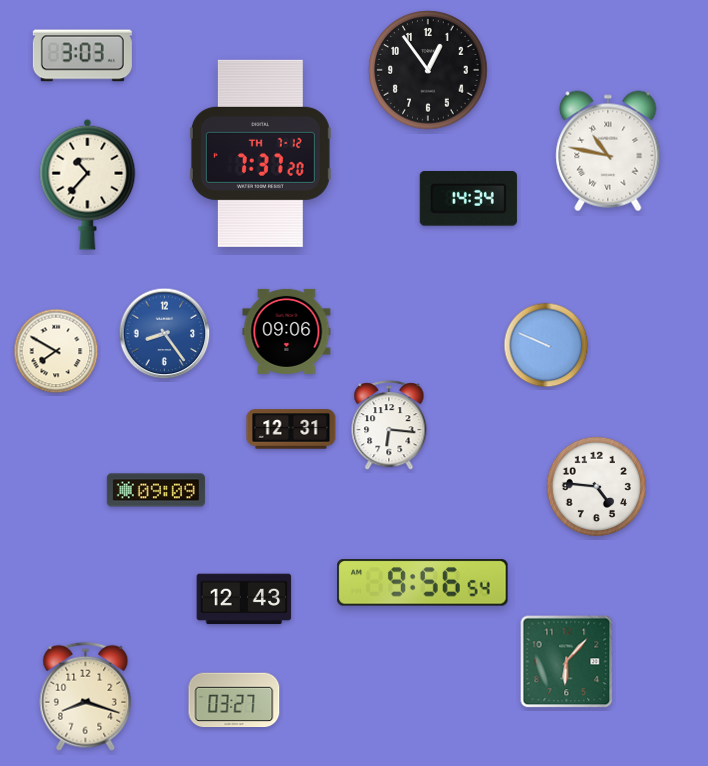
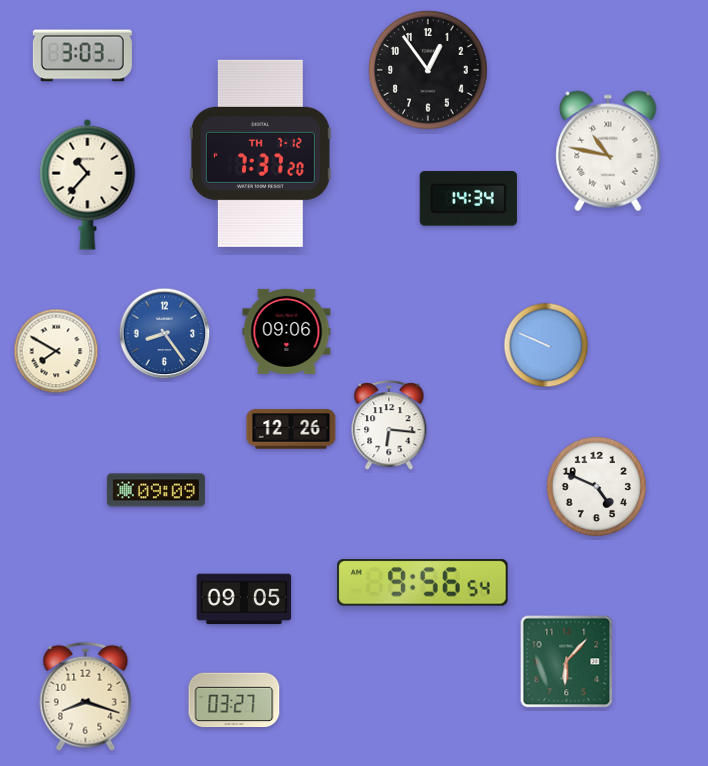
clock at (291, 429): 12:31 -> 12:26
clock at (596, 486): 4:46 -> 4:49
clock at (244, 599): 12:43 -> 09:05
